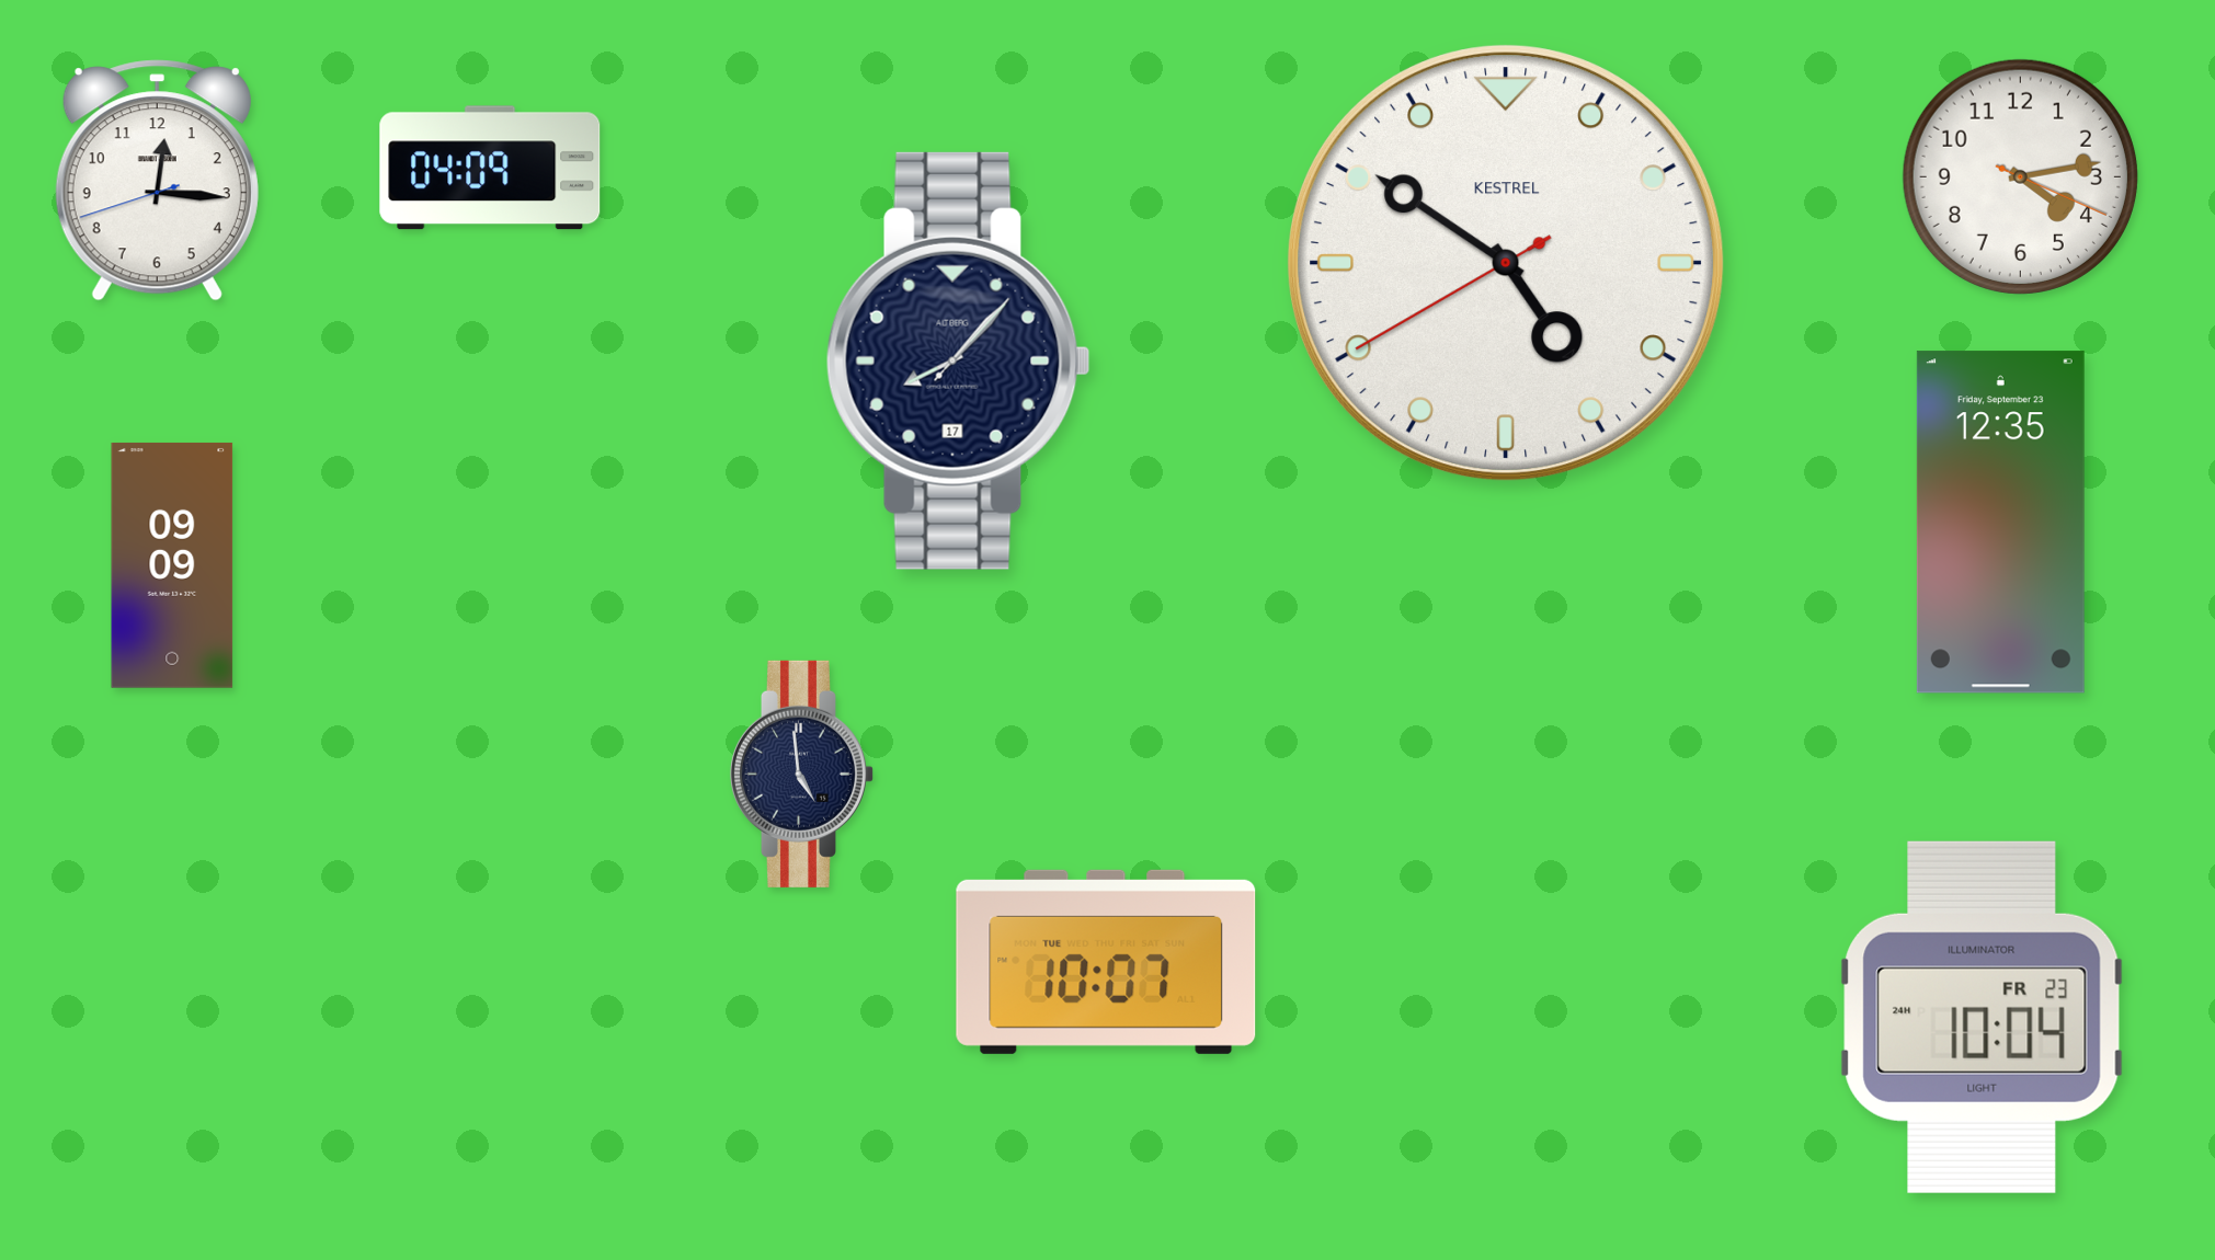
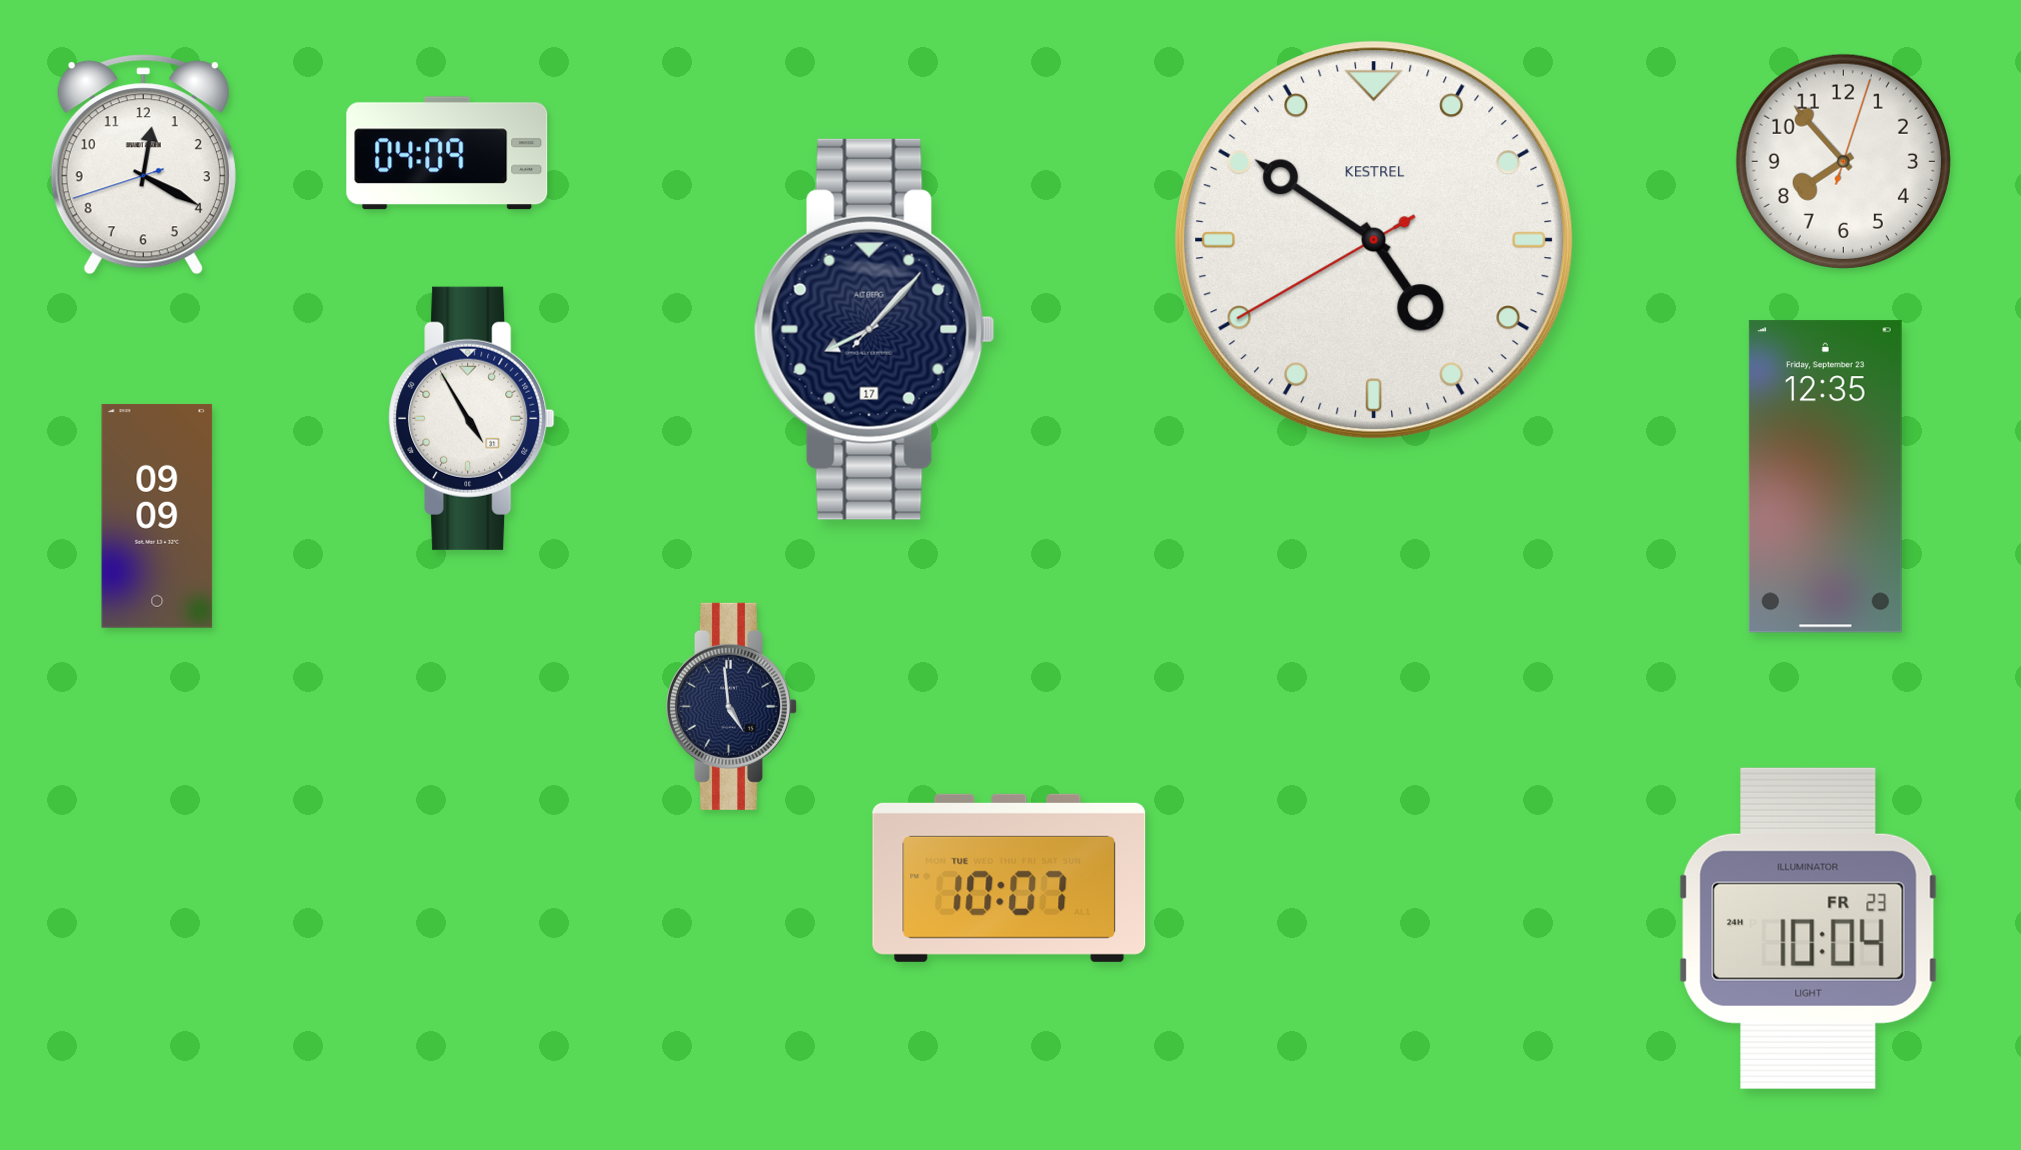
clock at (2020, 176): 4:13 -> 7:53
clock at (157, 181): 12:15 -> 12:19
clock at (472, 418): none -> 4:55
